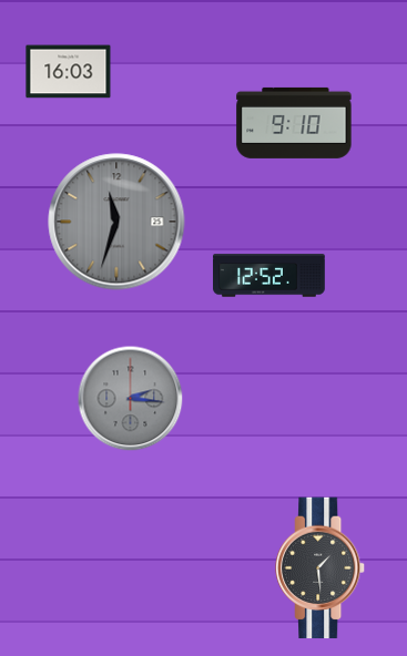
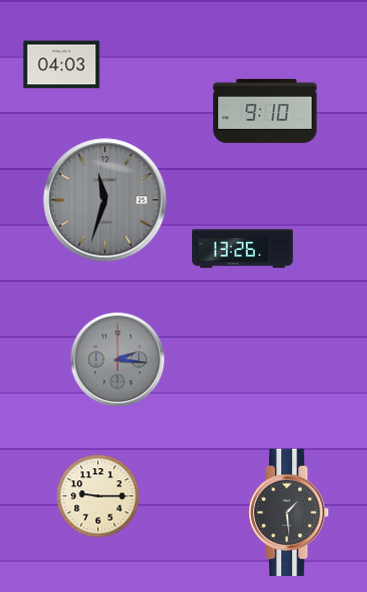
clock at (69, 72): 16:03 -> 04:03
clock at (269, 276): 12:52 -> 13:26
clock at (98, 496): none -> 9:15
